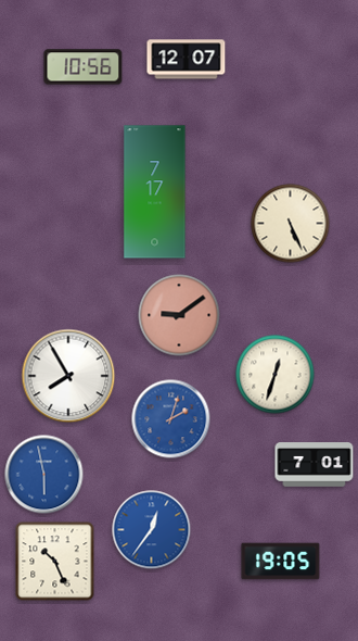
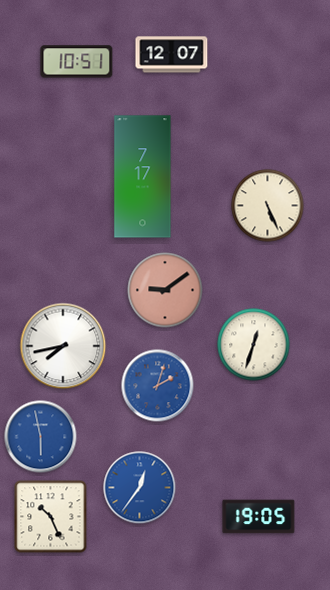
clock at (84, 67): 10:56 -> 10:51
clock at (68, 376): 7:55 -> 7:43
clock at (315, 465): 7:01 -> none
